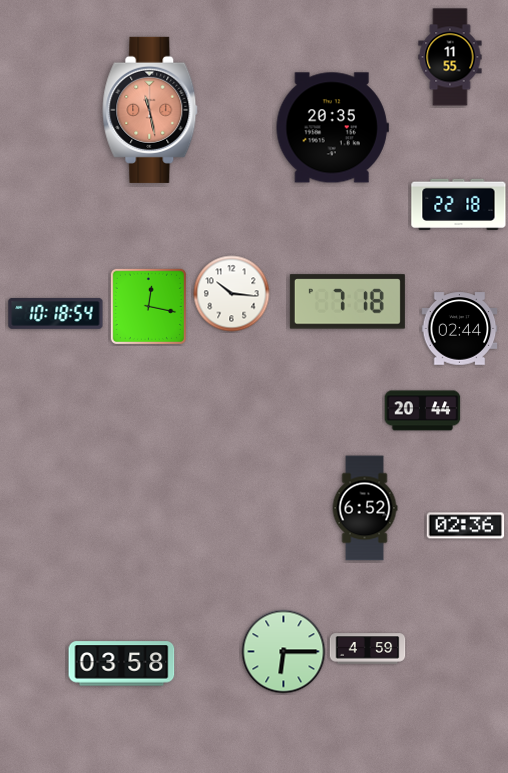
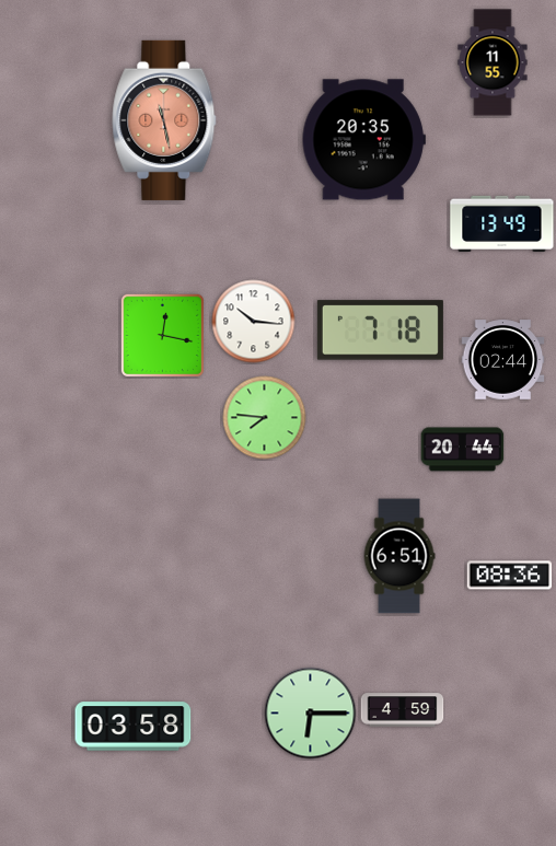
clock at (459, 204): 22:18 -> 13:49
clock at (56, 314): 10:18 -> none
clock at (265, 418): none -> 7:46
clock at (365, 508): 6:52 -> 6:51
clock at (466, 526): 02:36 -> 08:36
